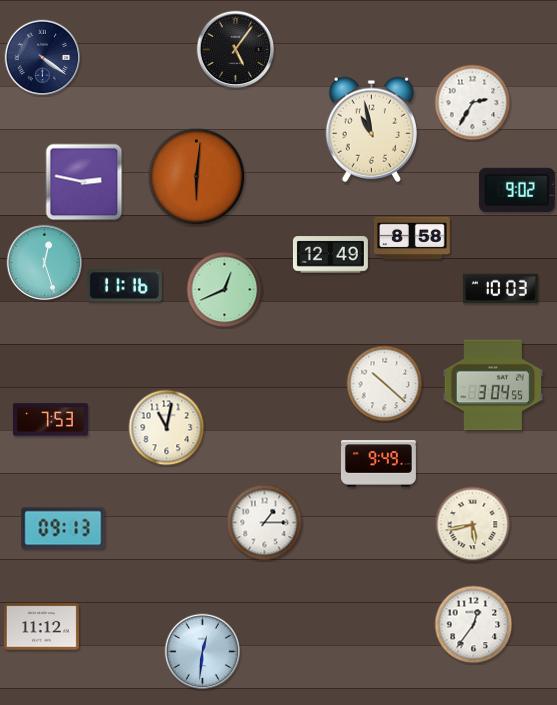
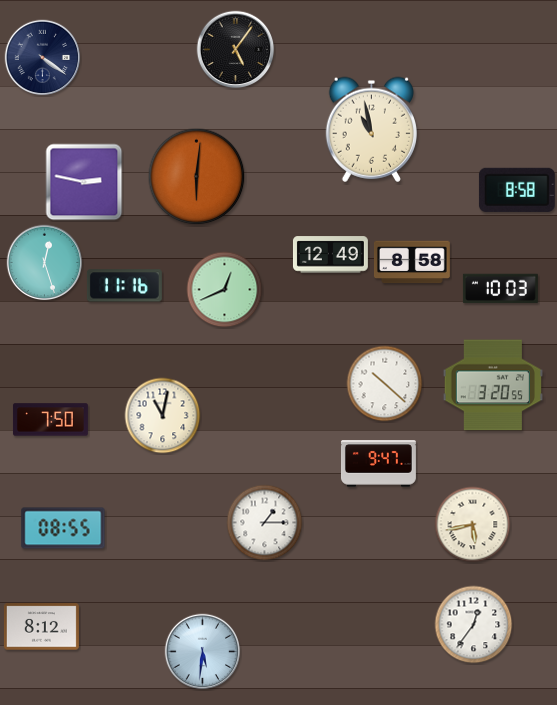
clock at (473, 103): 2:35 -> none
clock at (517, 190): 9:02 -> 8:58
clock at (412, 238) position: (412, 238) -> (412, 262)
clock at (493, 385): 3:04 -> 3:20
clock at (50, 420): 7:53 -> 7:50
clock at (167, 428) position: (167, 428) -> (163, 416)
clock at (378, 464): 9:49 -> 9:47
clock at (63, 528): 09:13 -> 08:55
clock at (41, 627): 11:12 -> 8:12
clock at (203, 652): 12:31 -> 5:31
